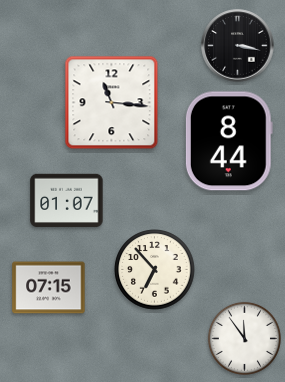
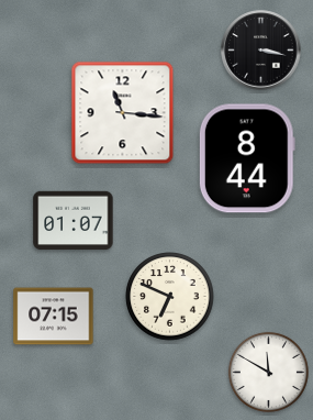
clock at (229, 141) position: (229, 141) -> (247, 158)
clock at (155, 270): 6:53 -> 6:49
clock at (244, 338): 11:54 -> 11:50
